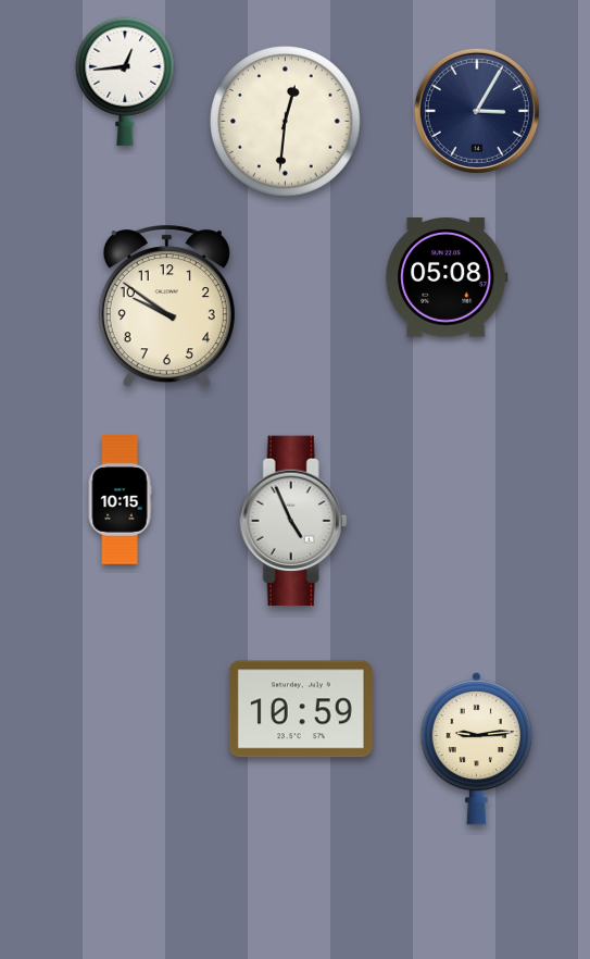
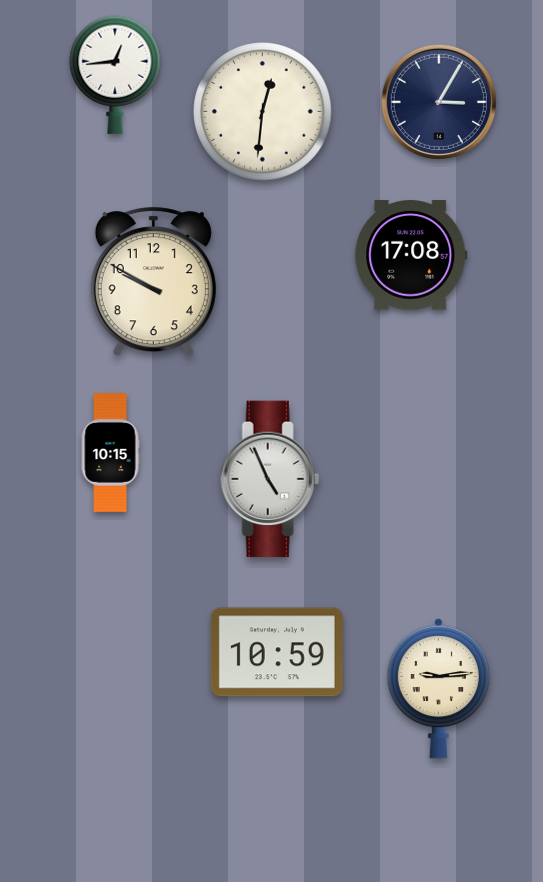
clock at (447, 277): 05:08 -> 17:08
clock at (166, 307): 9:51 -> 9:50
clock at (120, 500) position: (120, 500) -> (110, 453)
